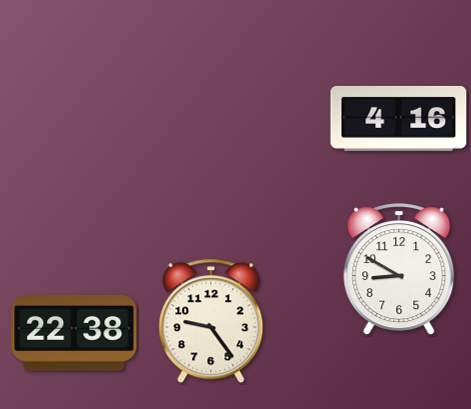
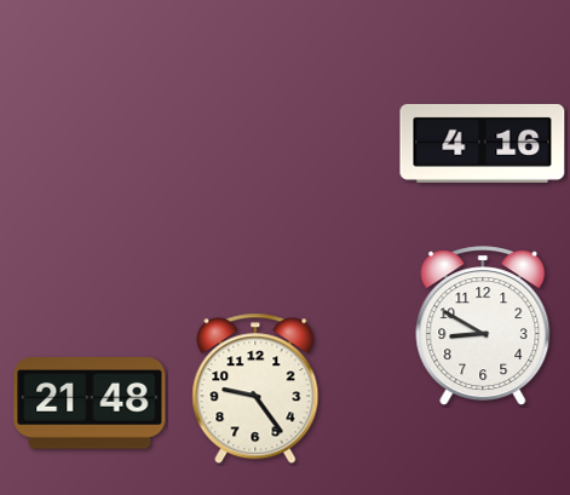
clock at (74, 333): 22:38 -> 21:48
